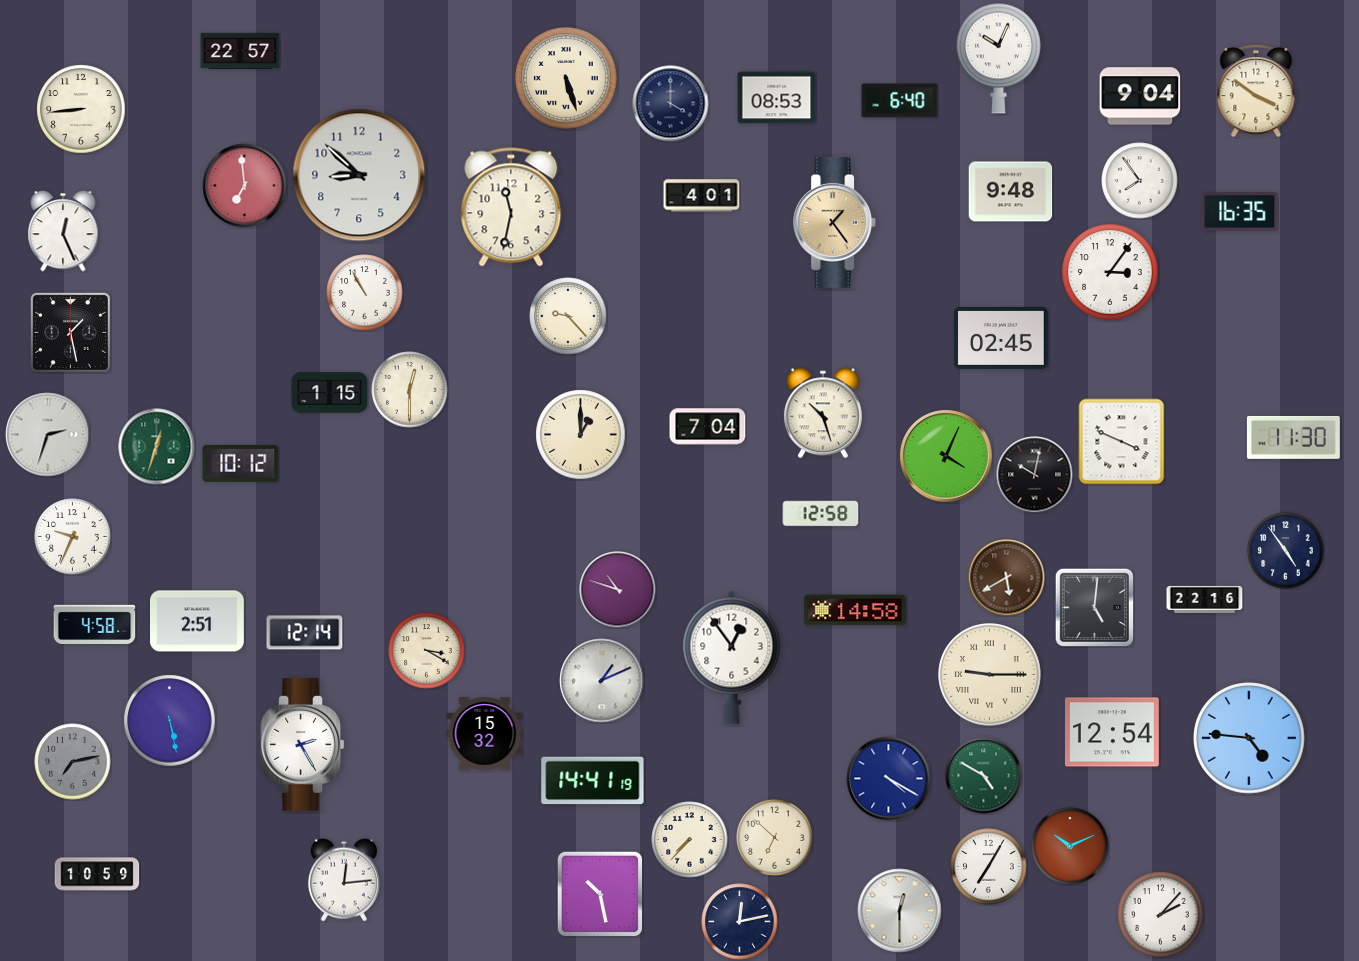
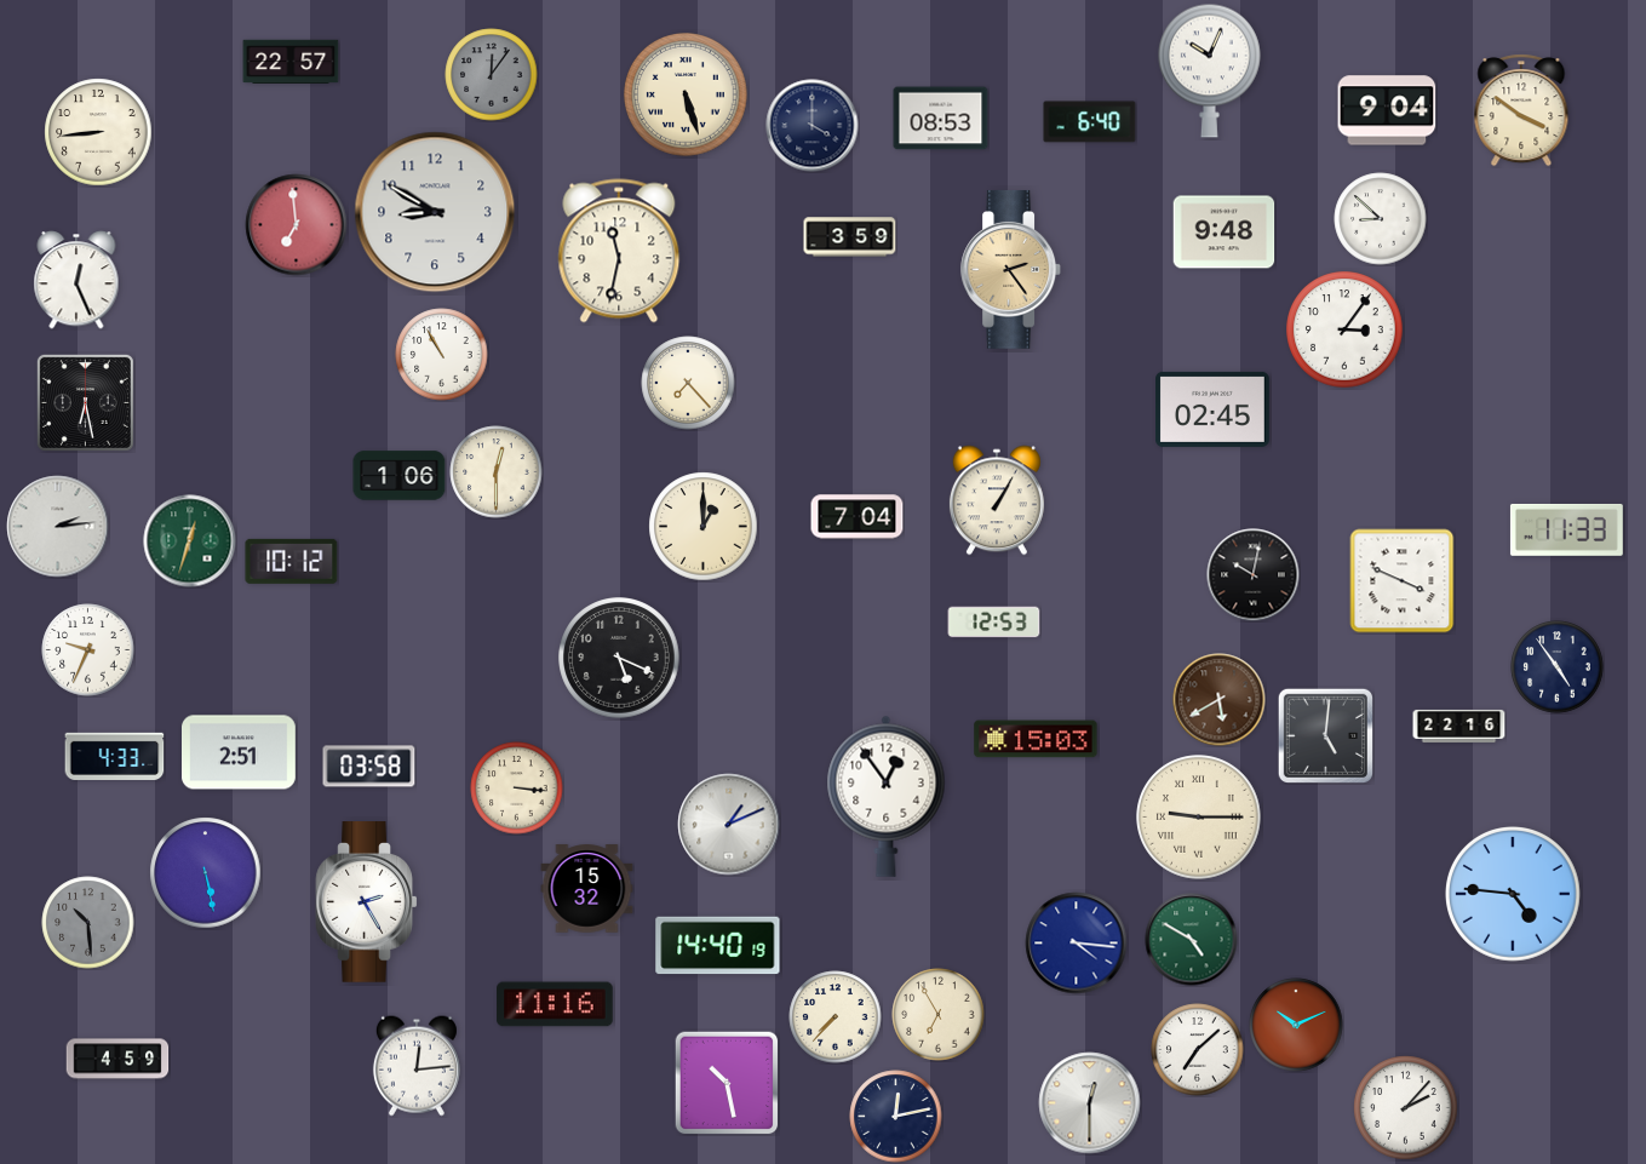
clock at (492, 75): none -> 12:06
clock at (1140, 96) position: (1140, 96) -> (1387, 110)
clock at (359, 175): 8:52 -> 8:50
clock at (1140, 181): 7:54 -> 8:52
clock at (702, 196): 4:01 -> 3:59
clock at (1240, 212): 16:35 -> none
clock at (834, 222): 1:24 -> 2:24
clock at (568, 316): 9:23 -> 7:23
clock at (70, 332): 1:28 -> 6:28
clock at (330, 393): 1:15 -> 1:06
clock at (823, 413): 10:27 -> 1:05
clock at (48, 435): 2:33 -> 2:14
clock at (1293, 437): 11:30 -> 11:33
clock at (1122, 442) position: (1122, 442) -> (1403, 581)
clock at (946, 456): 4:04 -> none
clock at (821, 514): 12:58 -> 12:53
clock at (619, 658): none -> 5:19
clock at (618, 590): 10:48 -> none
clock at (855, 610): 14:58 -> 15:03
clock at (95, 624): 4:58 -> 4:33
clock at (305, 633): 12:14 -> 03:58
clock at (427, 651): 3:20 -> 3:16
clock at (1112, 732): 12:54 -> none
clock at (73, 762): 7:13 -> 10:29
clock at (889, 779): 4:20 -> 4:16
clock at (593, 781): 14:41 -> 14:40
clock at (555, 1004): none -> 11:16
clock at (775, 838): 6:52 -> 6:55
clock at (989, 867): 7:05 -> 7:08
clock at (97, 874): 10:59 -> 4:59
